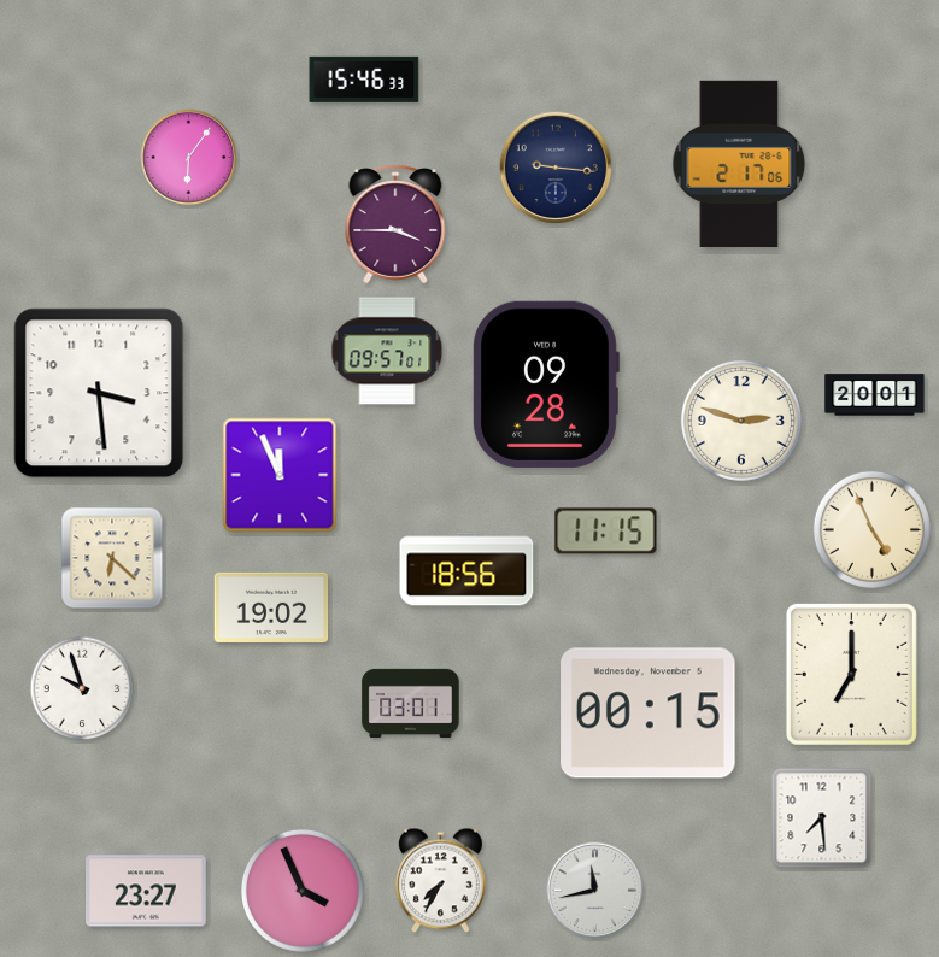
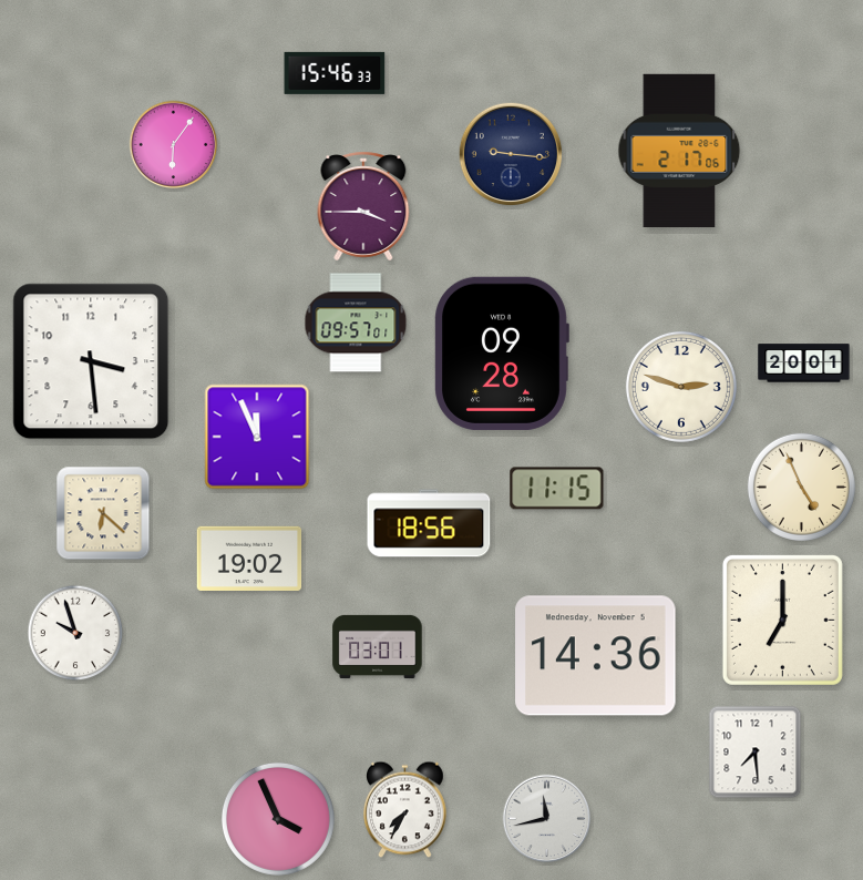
clock at (649, 714): 00:15 -> 14:36
clock at (147, 891): 23:27 -> none
